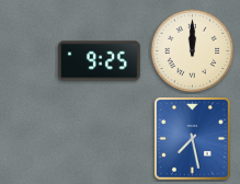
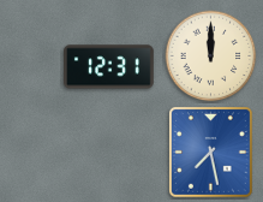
clock at (100, 61): 9:25 -> 12:31
